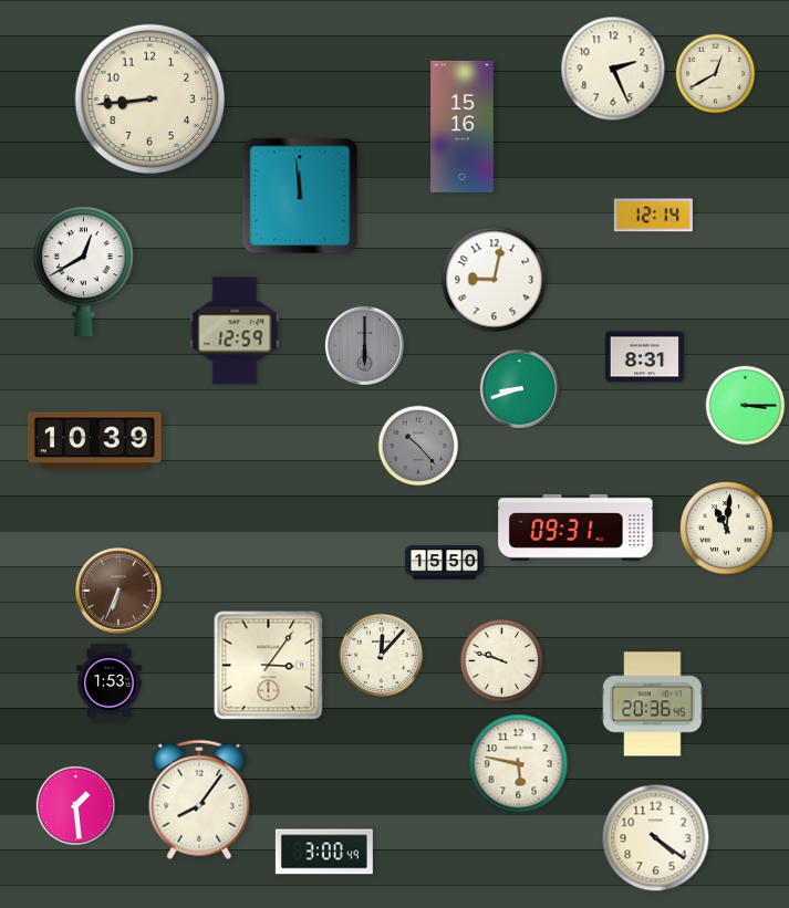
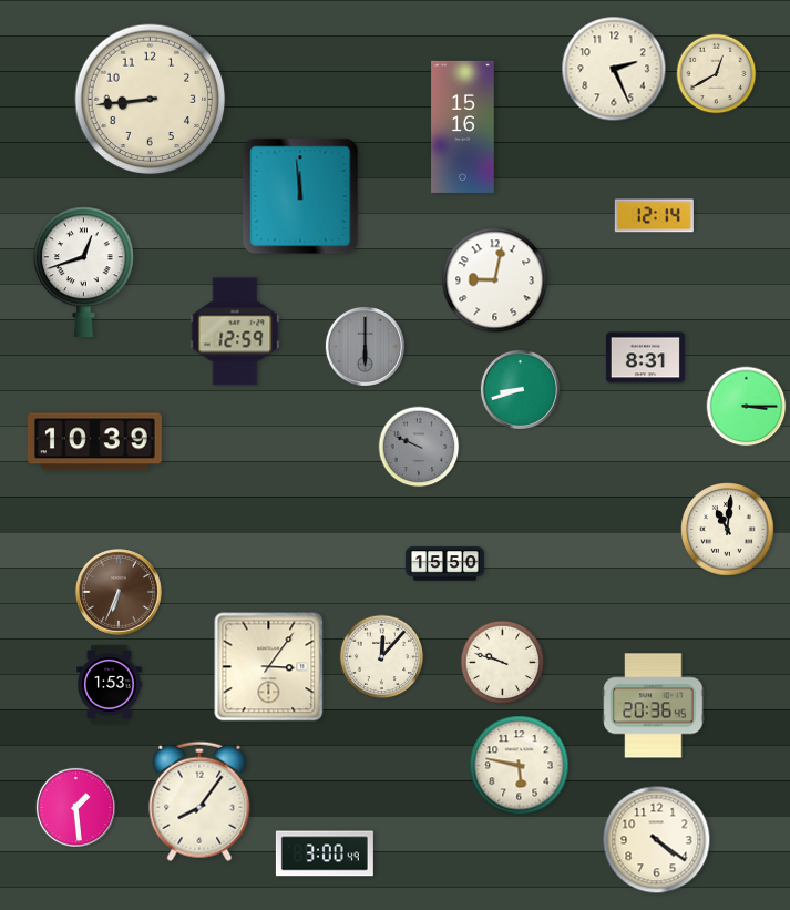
clock at (84, 271): 12:40 -> 12:42
clock at (418, 446): 10:23 -> 9:49
clock at (575, 528): 09:31 -> none
